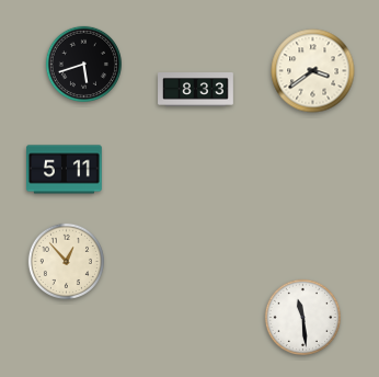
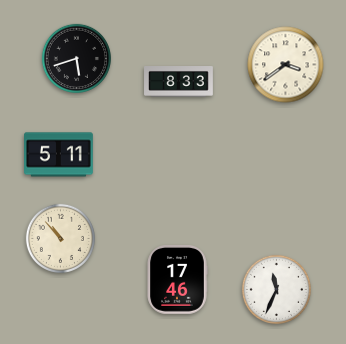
clock at (66, 261): 12:53 -> 10:53
clock at (177, 280): none -> 17:46
clock at (302, 317): 11:29 -> 11:34
